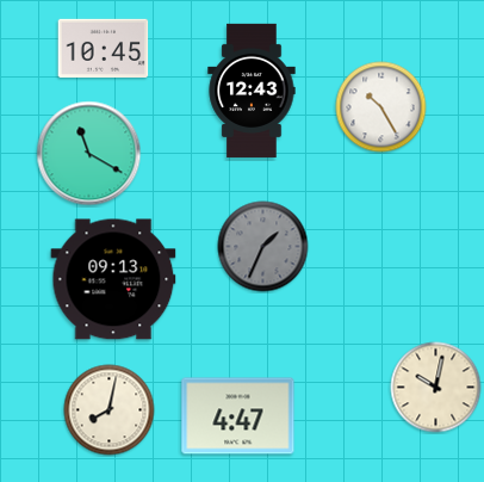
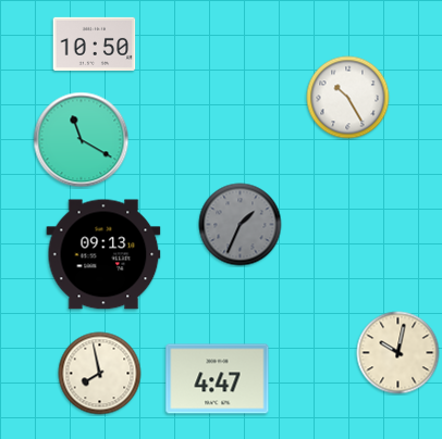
clock at (104, 48): 10:45 -> 10:50
clock at (252, 89): 12:43 -> none
clock at (110, 410): 8:02 -> 7:58
